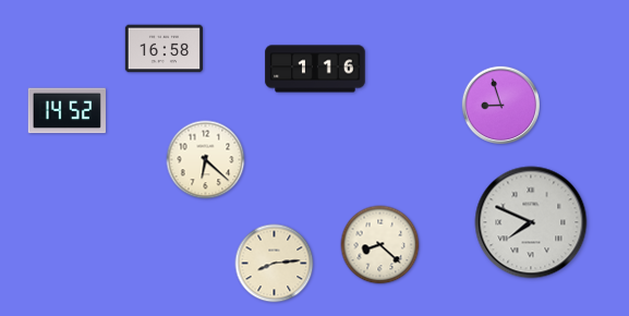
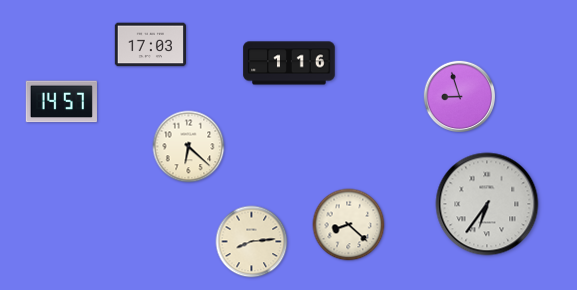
clock at (164, 49): 16:58 -> 17:03
clock at (66, 111): 14:52 -> 14:57
clock at (531, 222): 7:49 -> 6:36
